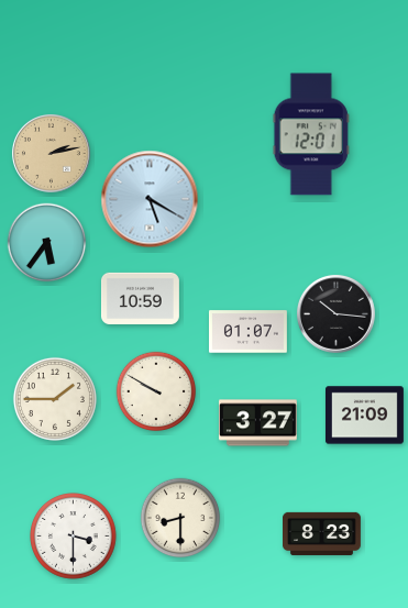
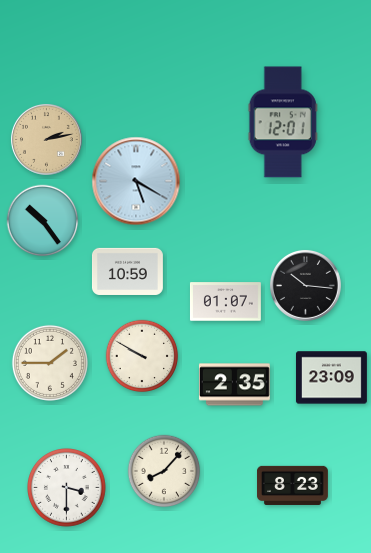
clock at (47, 243): 5:36 -> 10:24
clock at (364, 416): 21:09 -> 23:09
clock at (257, 423): 3:27 -> 2:35
clock at (180, 518): 8:30 -> 8:07
